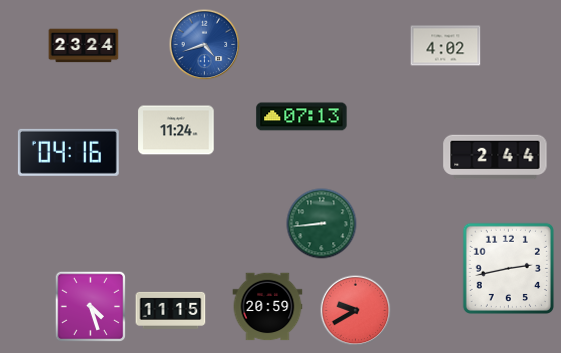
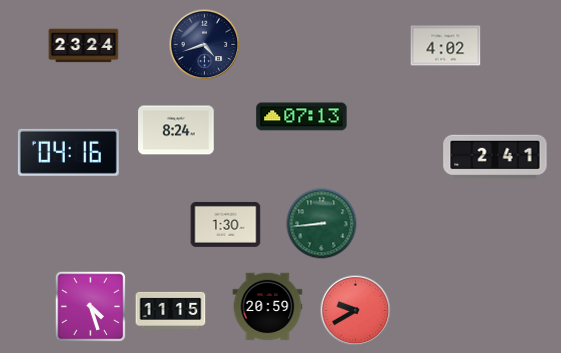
clock at (205, 45) dial: blue -> navy
clock at (176, 130): 11:24 -> 8:24
clock at (495, 157): 2:44 -> 2:41
clock at (226, 224): none -> 1:30
clock at (508, 268): 2:43 -> none
